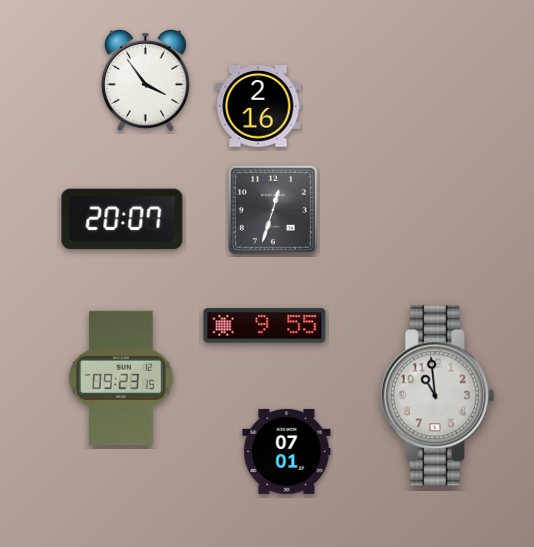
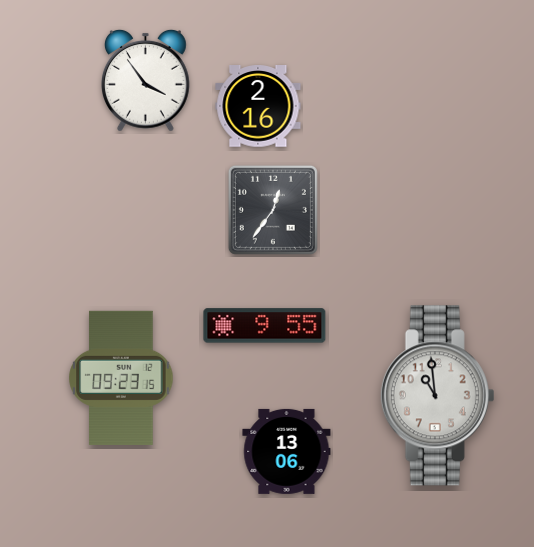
clock at (273, 210): 12:33 -> 12:36
clock at (122, 219): 20:07 -> none
clock at (287, 451): 07:01 -> 13:06
